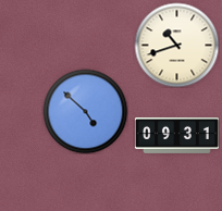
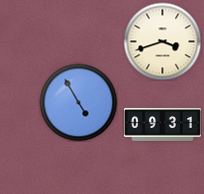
clock at (176, 45): 10:42 -> 3:42
clock at (85, 111): 4:52 -> 4:55
